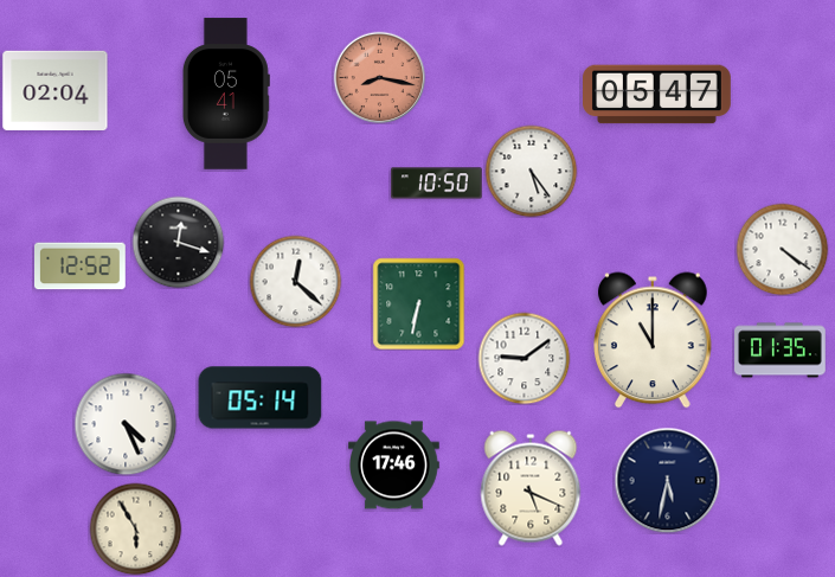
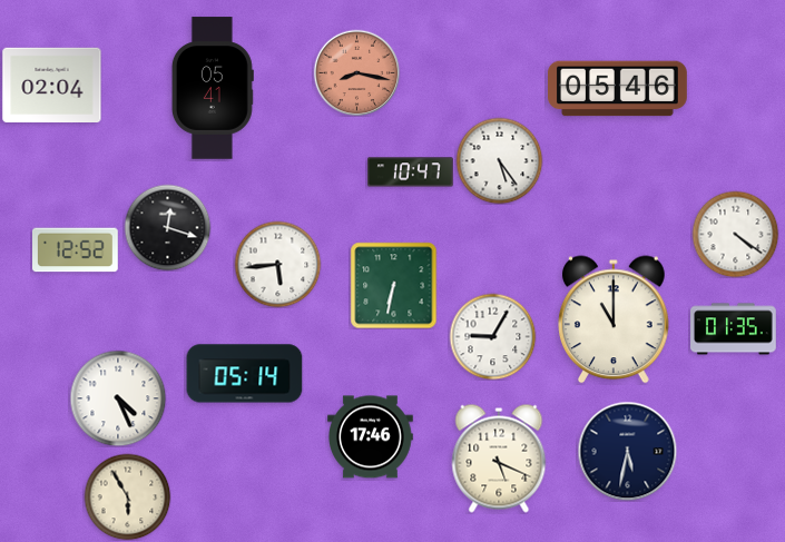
clock at (657, 95): 05:47 -> 05:46
clock at (437, 184): 10:50 -> 10:47
clock at (295, 281): 12:22 -> 5:44
clock at (524, 358): 9:09 -> 9:05
